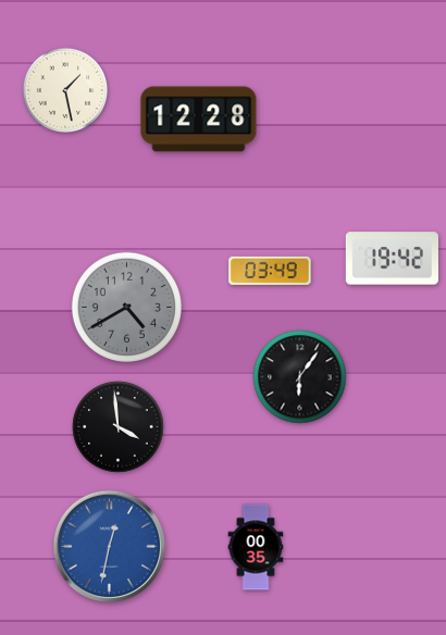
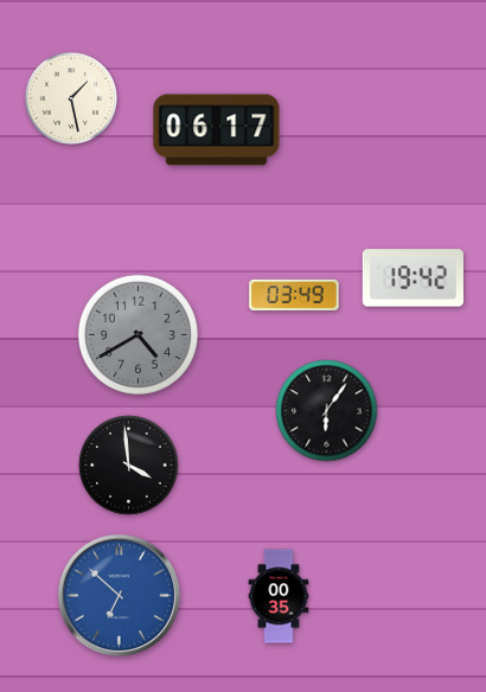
clock at (199, 120): 12:28 -> 06:17
clock at (392, 259) position: (392, 259) -> (413, 278)
clock at (109, 546): 12:32 -> 6:52
